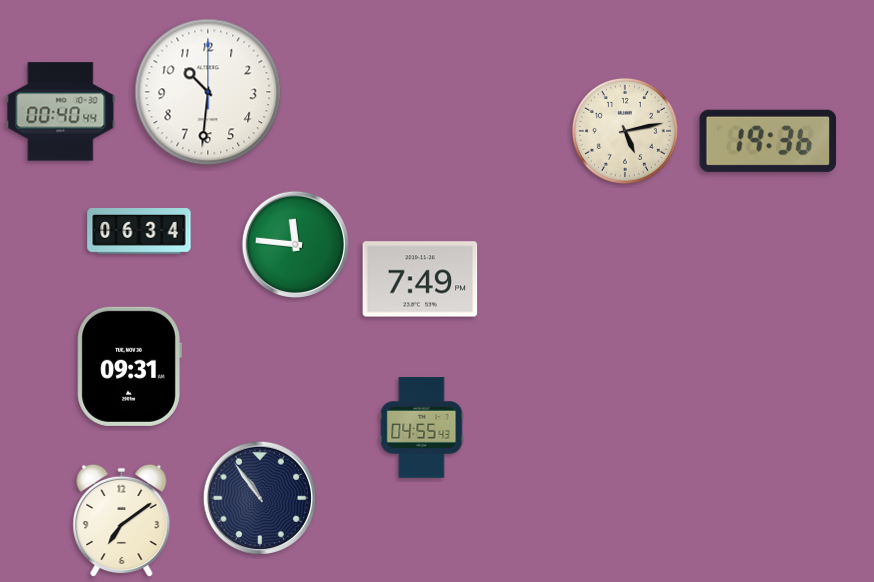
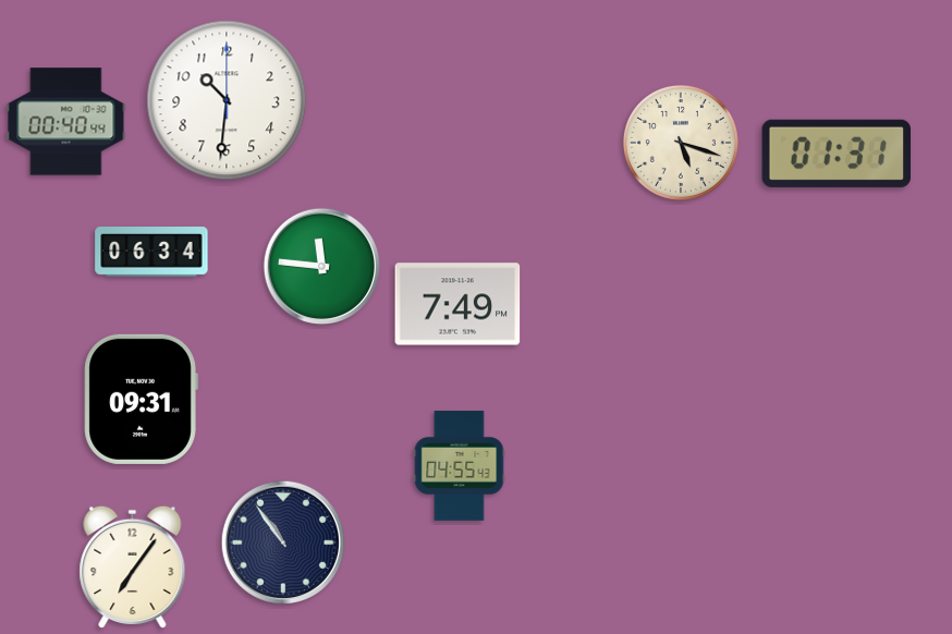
clock at (625, 131): 5:13 -> 5:18
clock at (768, 141): 19:36 -> 01:31
clock at (122, 521): 7:09 -> 7:06
